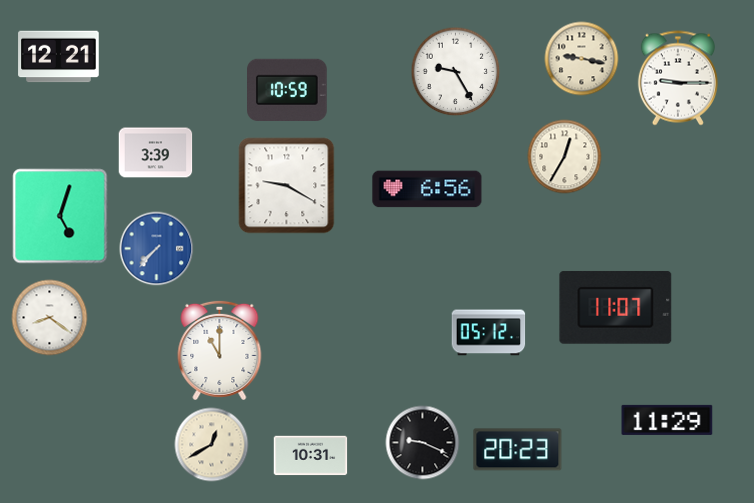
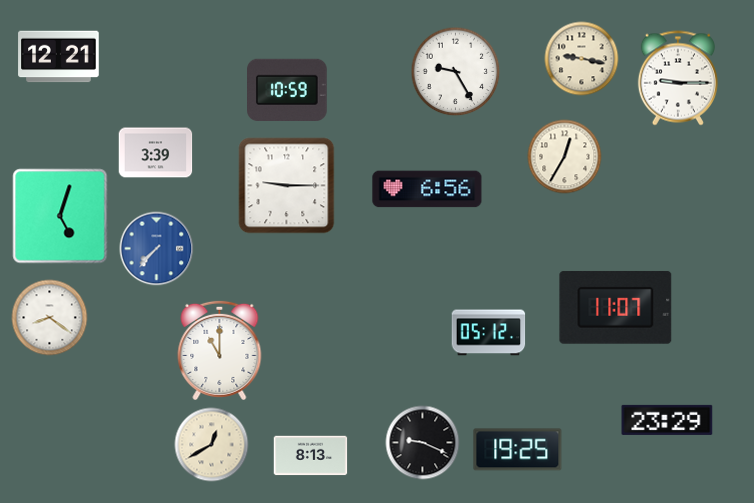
clock at (287, 186): 9:20 -> 9:15
clock at (667, 420): 11:29 -> 23:29
clock at (518, 450): 20:23 -> 19:25
clock at (311, 456): 10:31 -> 8:13
